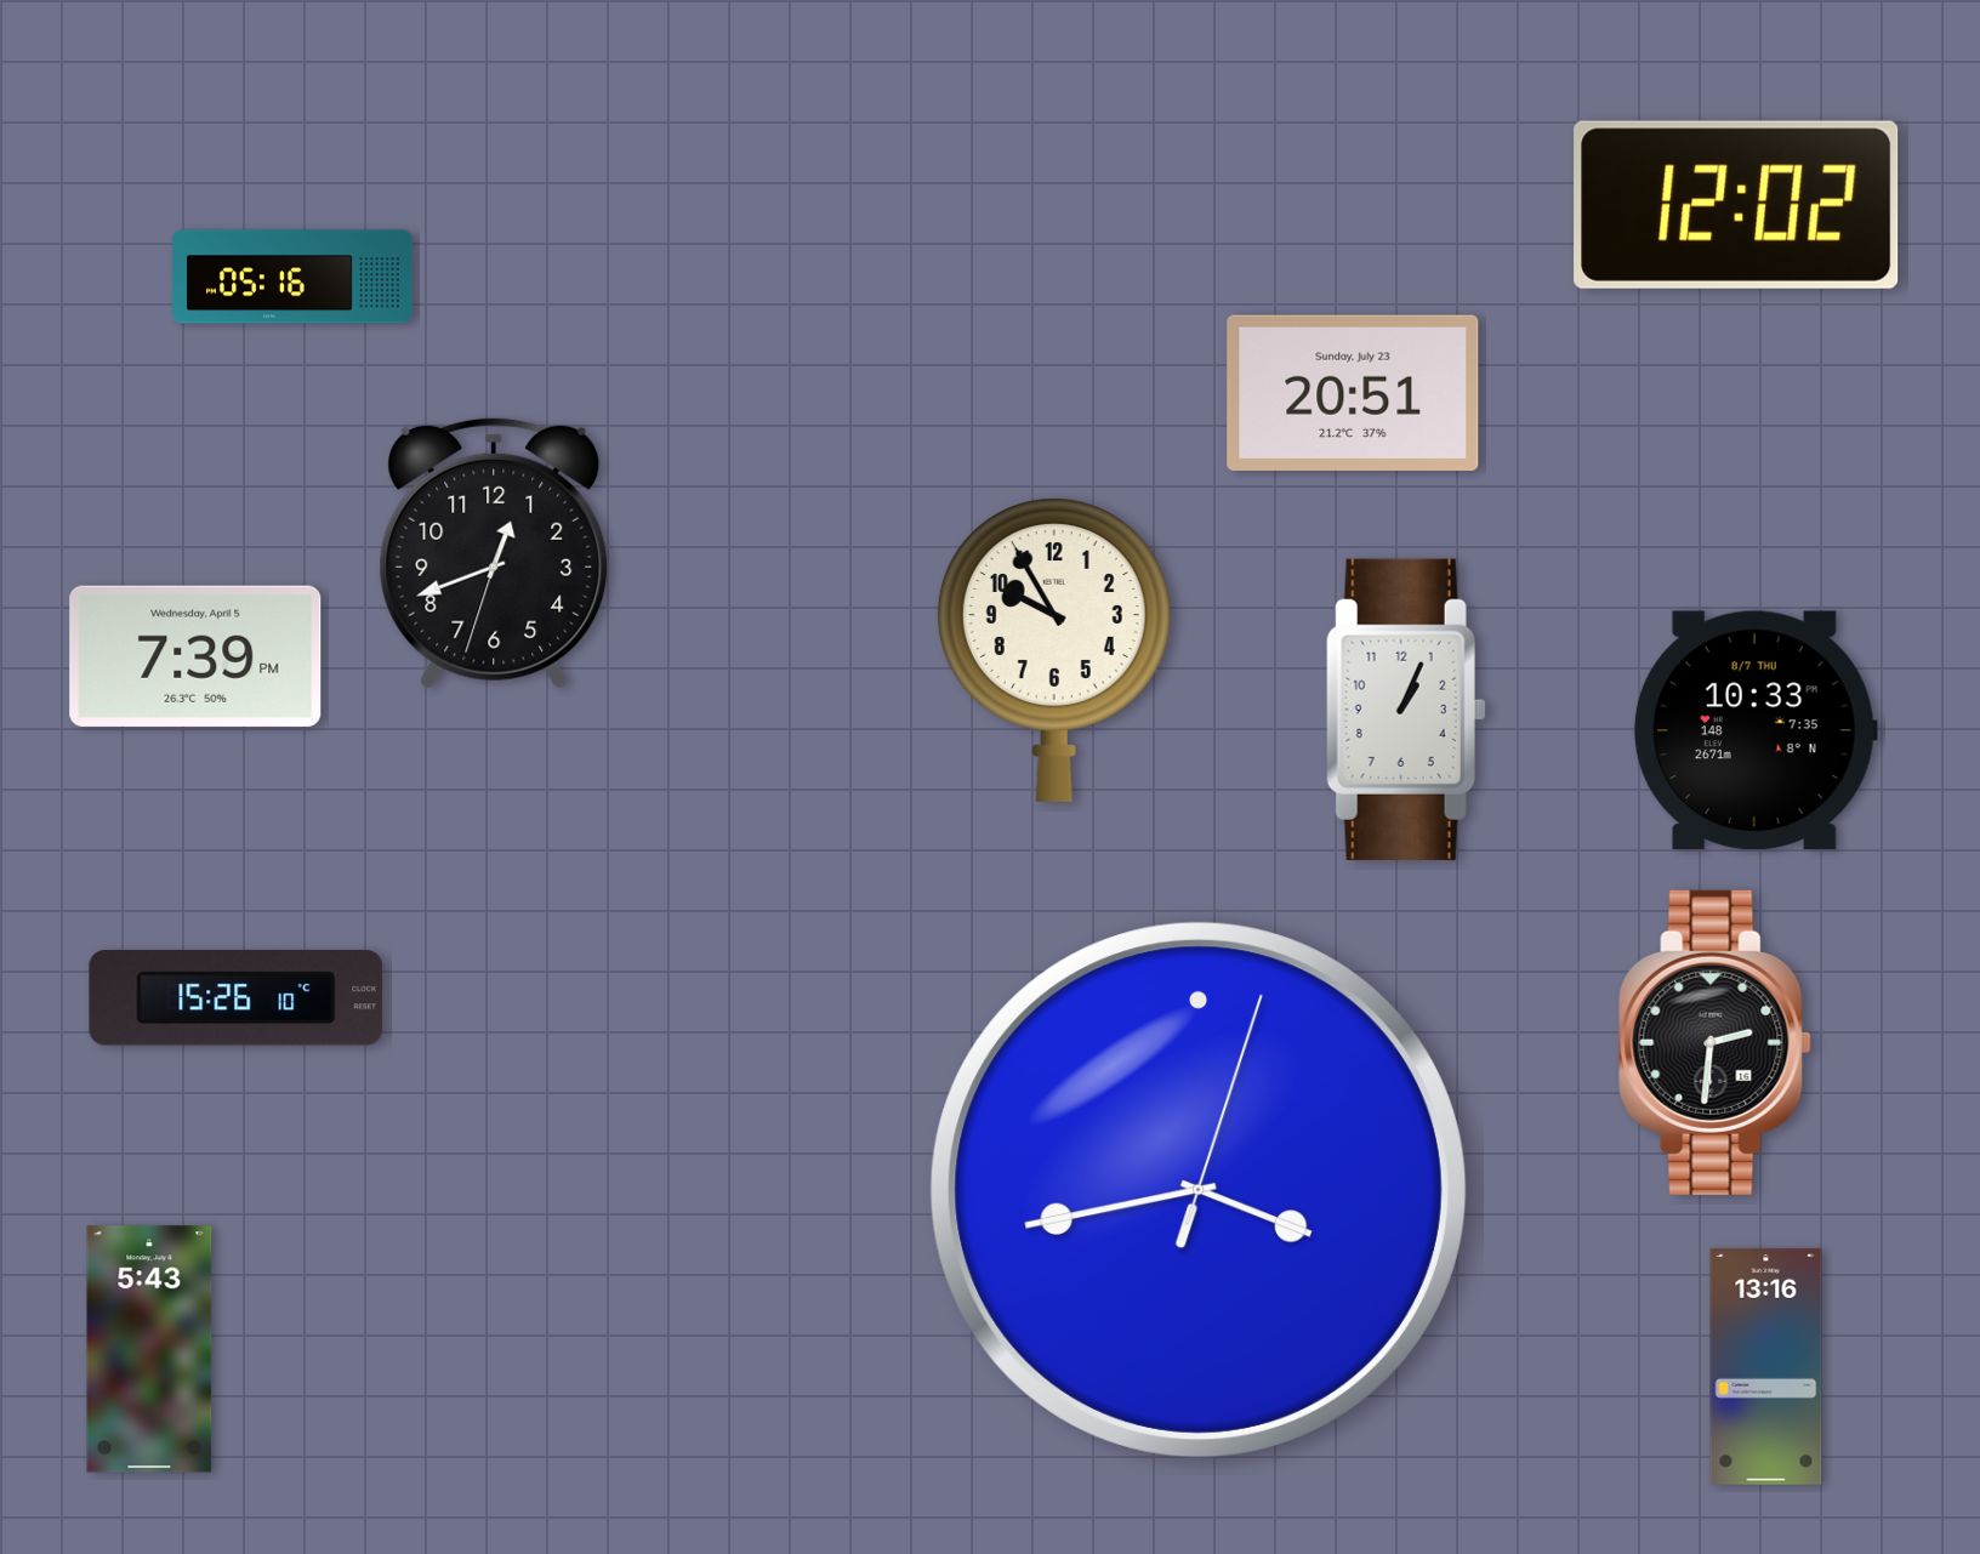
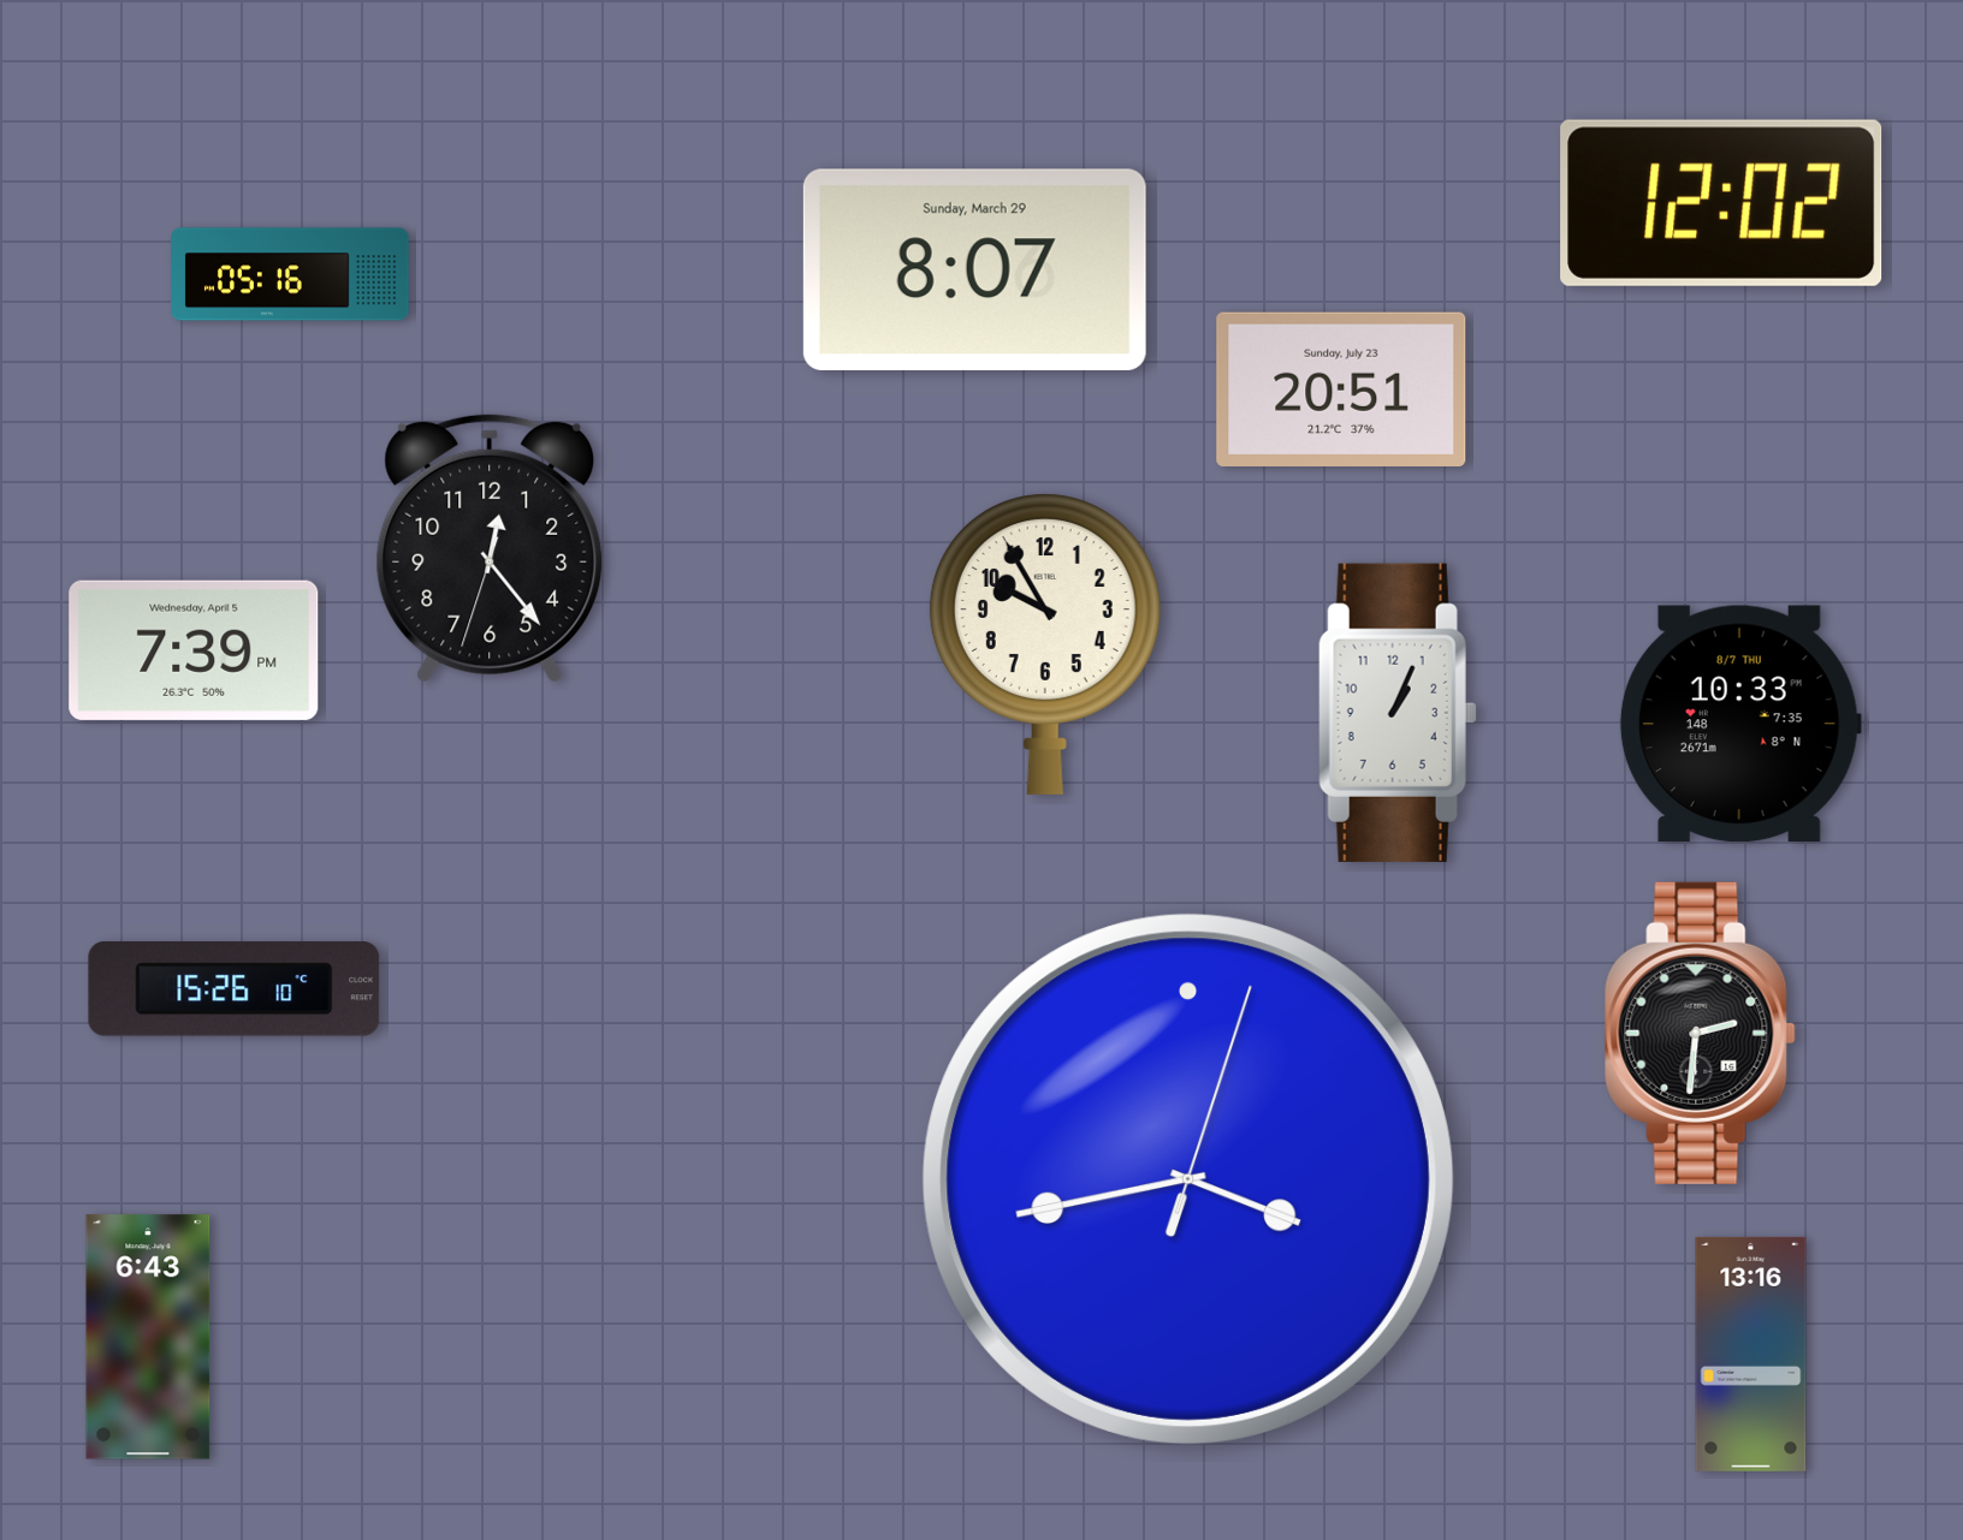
clock at (974, 269): none -> 8:07
clock at (494, 553): 12:41 -> 12:23
clock at (1406, 710) position: (1406, 710) -> (1398, 713)
clock at (149, 1349): 5:43 -> 6:43
